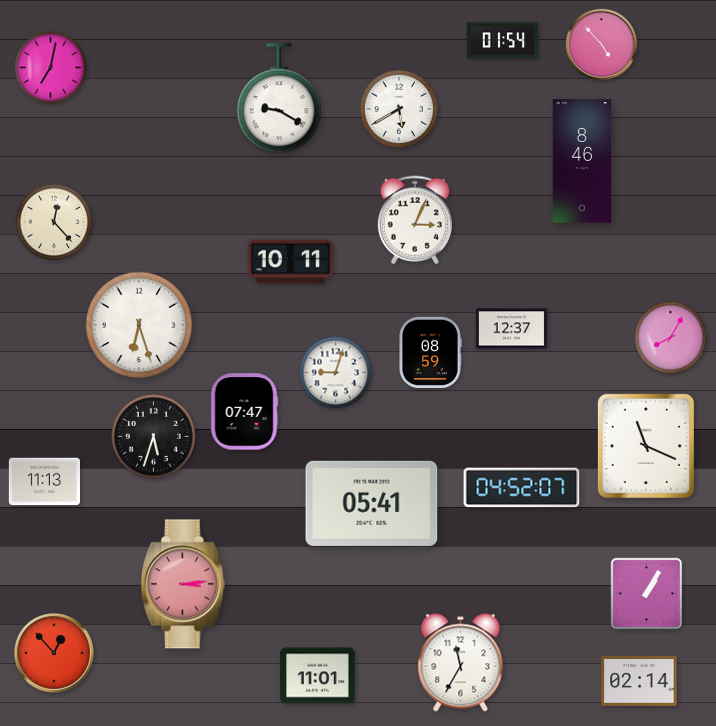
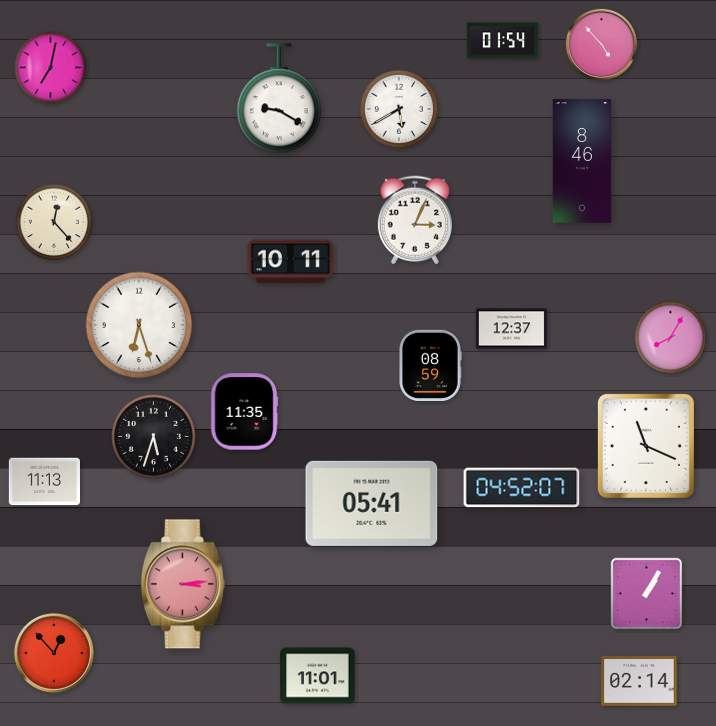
clock at (430, 352) position: (430, 352) -> (430, 365)
clock at (336, 373): 9:03 -> none
clock at (244, 412): 07:47 -> 11:35
clock at (461, 663): 11:35 -> none
